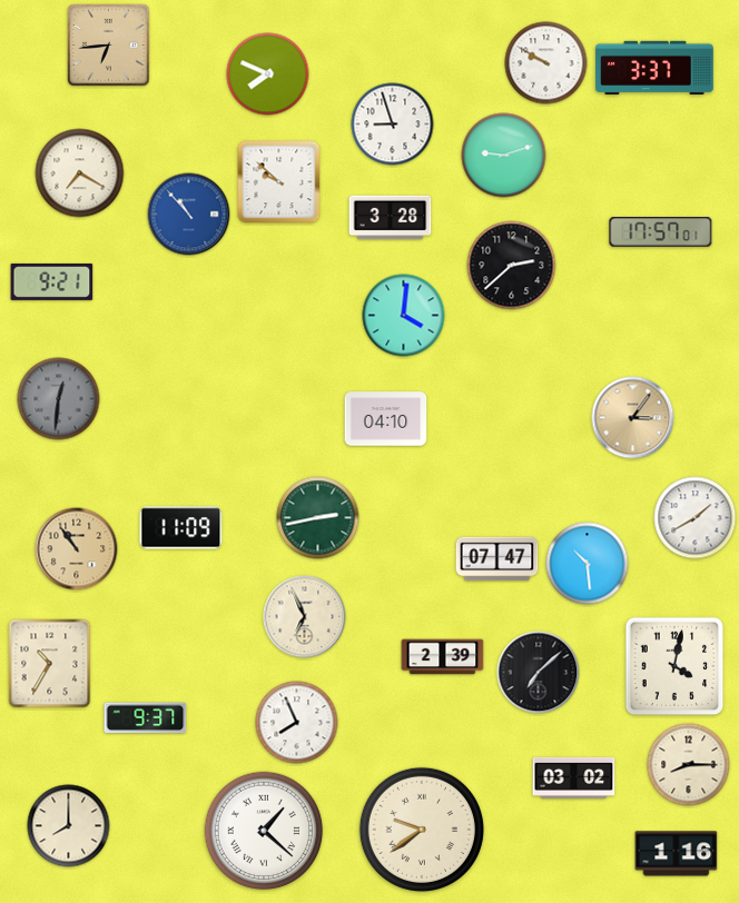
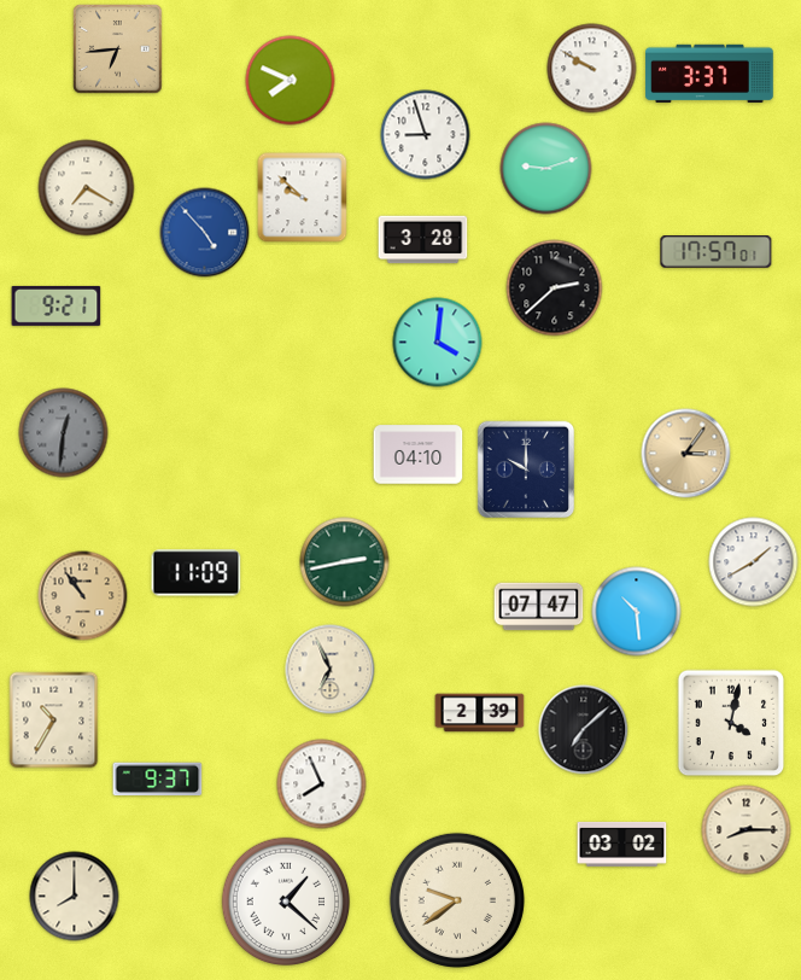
clock at (189, 215): 10:53 -> 4:53
clock at (391, 218) position: (391, 218) -> (423, 240)
clock at (526, 469): none -> 10:00
clock at (677, 854): 1:16 -> none
